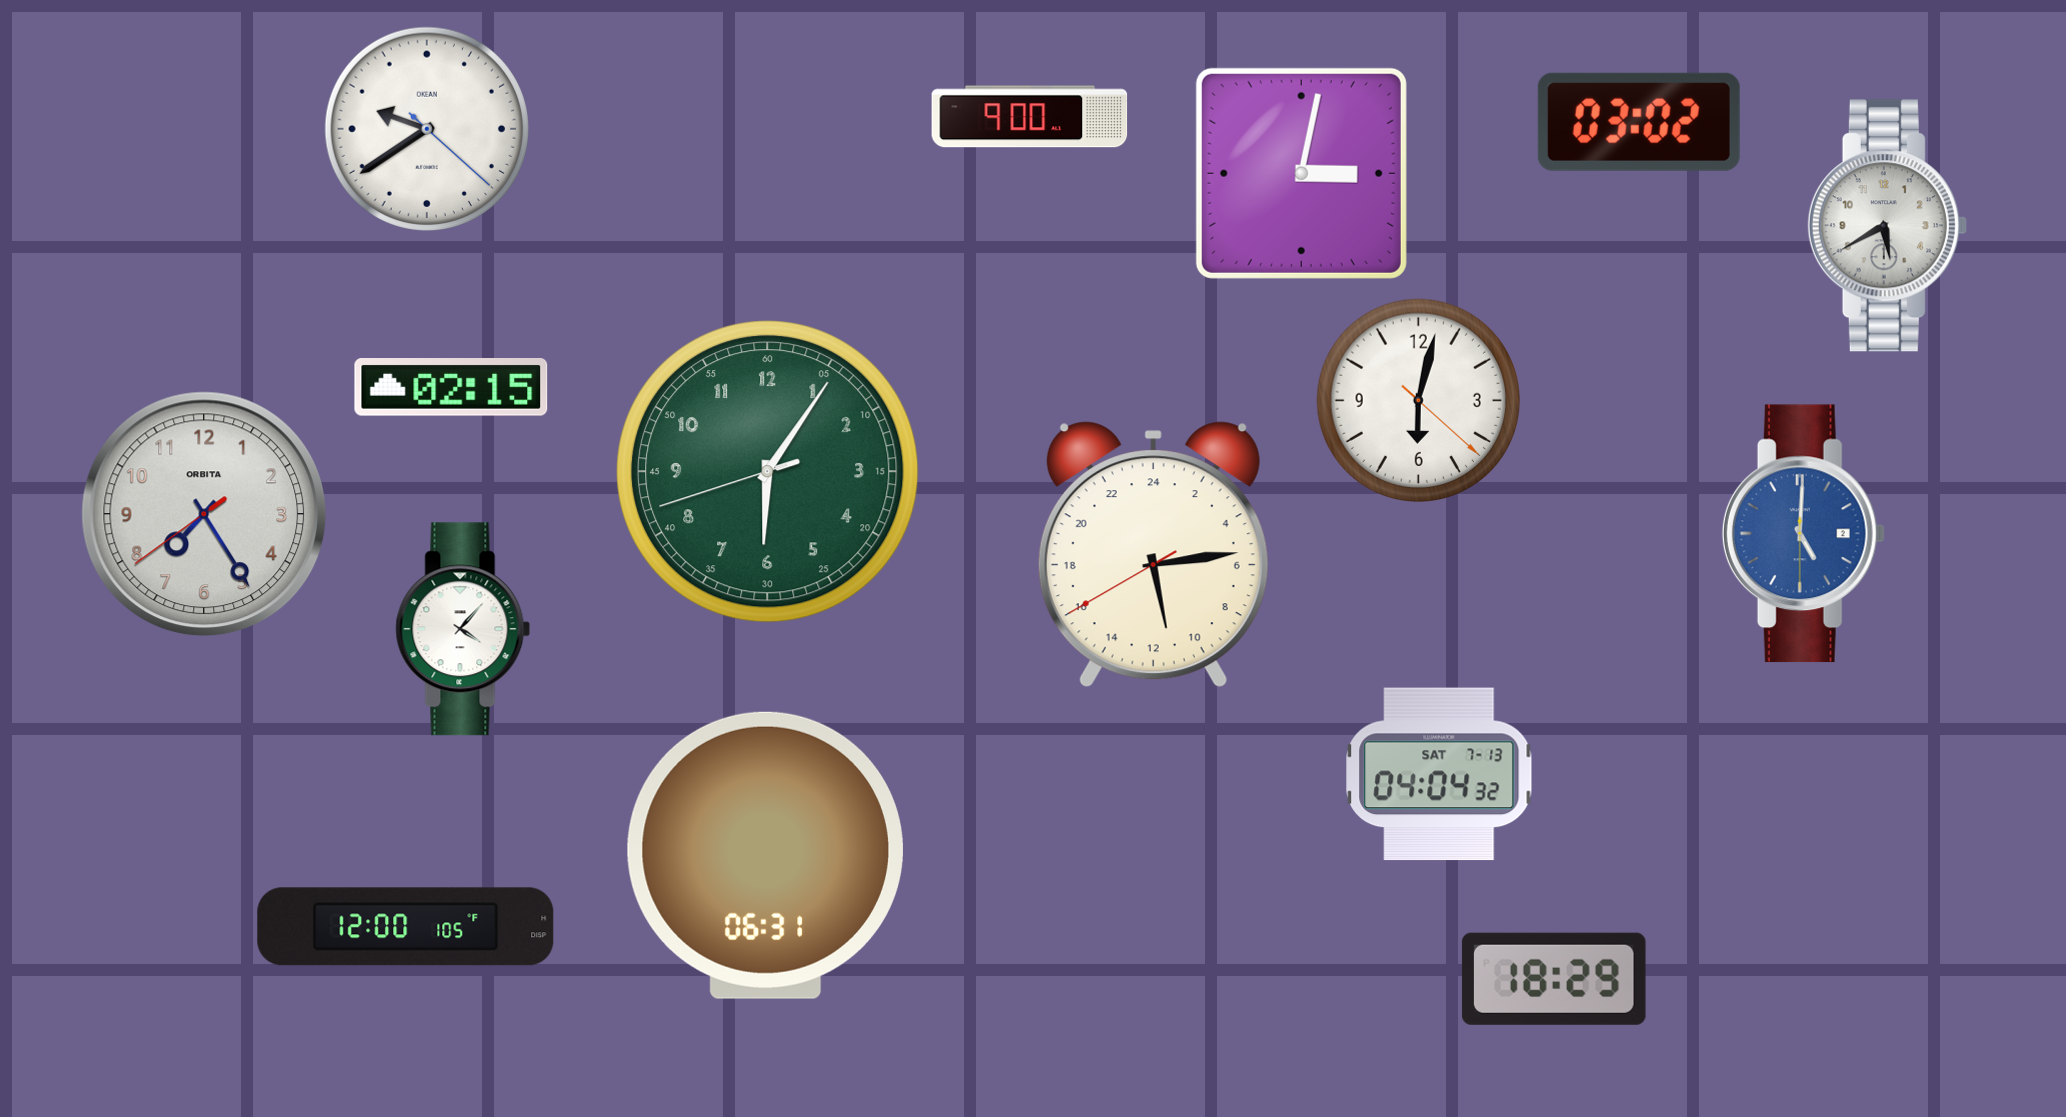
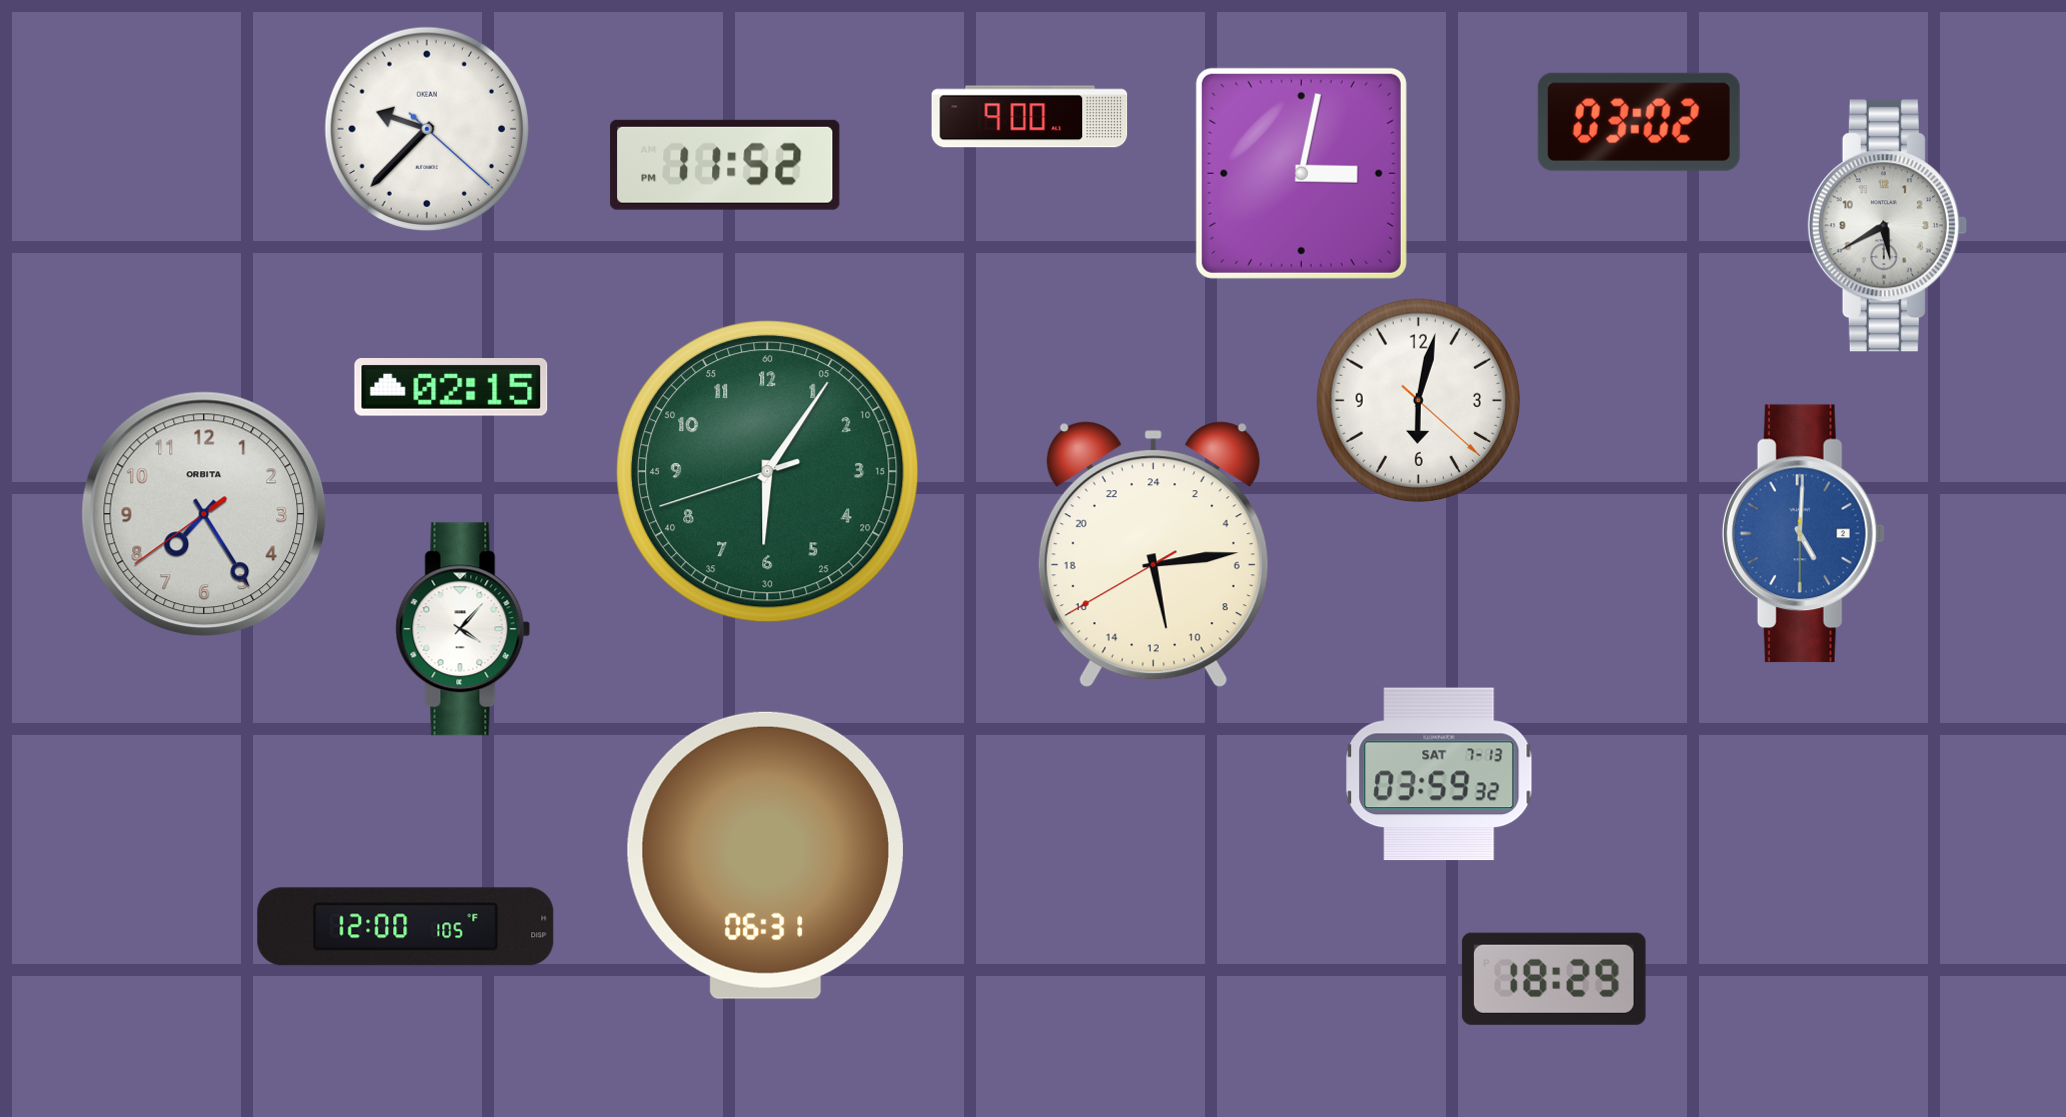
clock at (426, 128): 9:39 -> 9:37
clock at (725, 165): none -> 11:52
clock at (1439, 774): 04:04 -> 03:59
